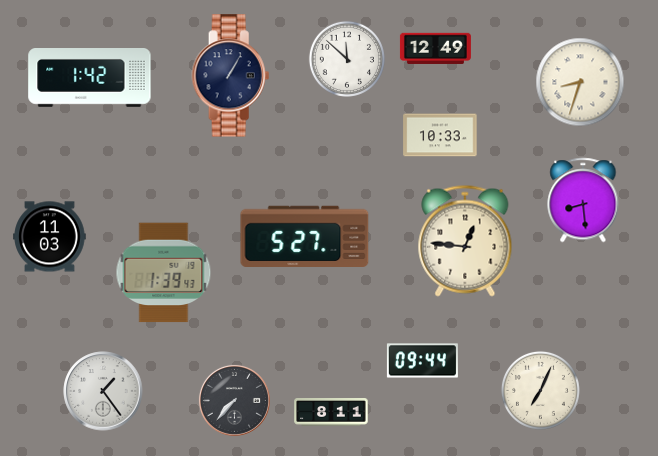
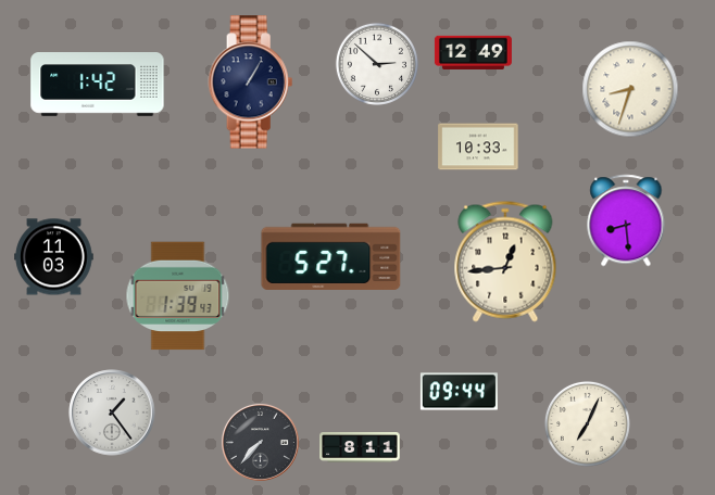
clock at (347, 59): 11:52 -> 2:52
clock at (583, 200) position: (583, 200) -> (626, 220)
clock at (465, 241): 12:46 -> 12:44
clock at (103, 391) position: (103, 391) -> (112, 412)
clock at (234, 400) position: (234, 400) -> (260, 442)
